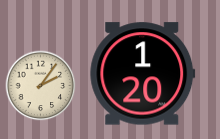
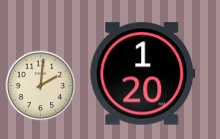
clock at (41, 86): 2:06 -> 2:01
